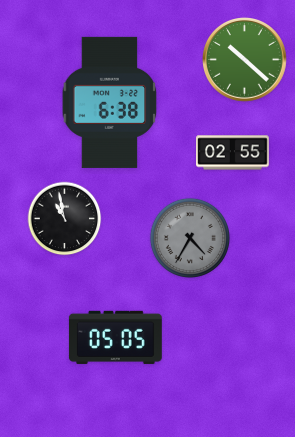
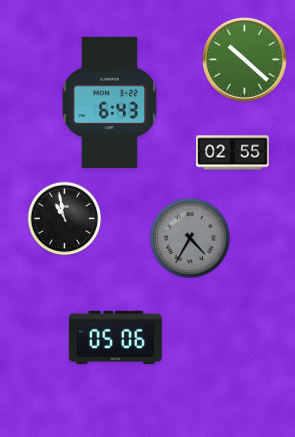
clock at (110, 102): 6:38 -> 6:43
clock at (115, 337): 05:05 -> 05:06
